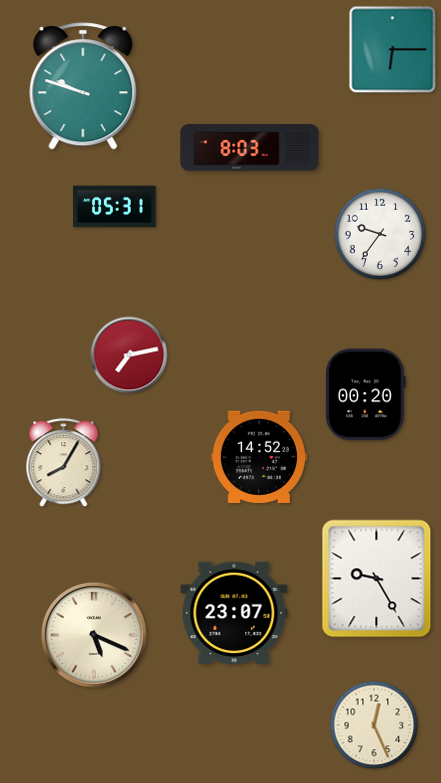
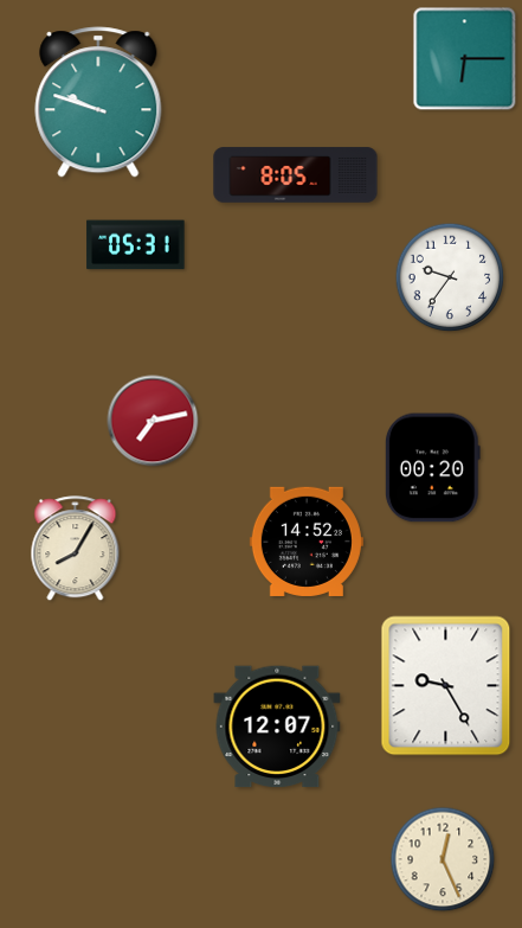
clock at (250, 148): 8:03 -> 8:05
clock at (234, 613): 23:07 -> 12:07
clock at (94, 635): 5:19 -> none
